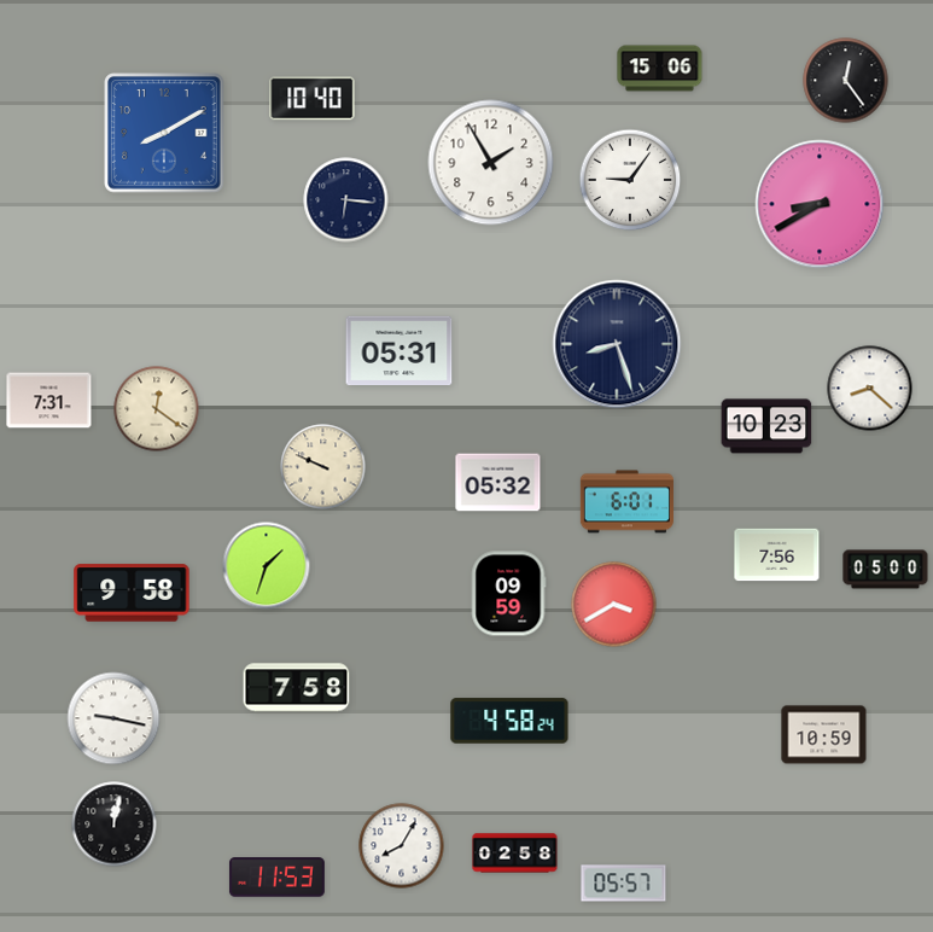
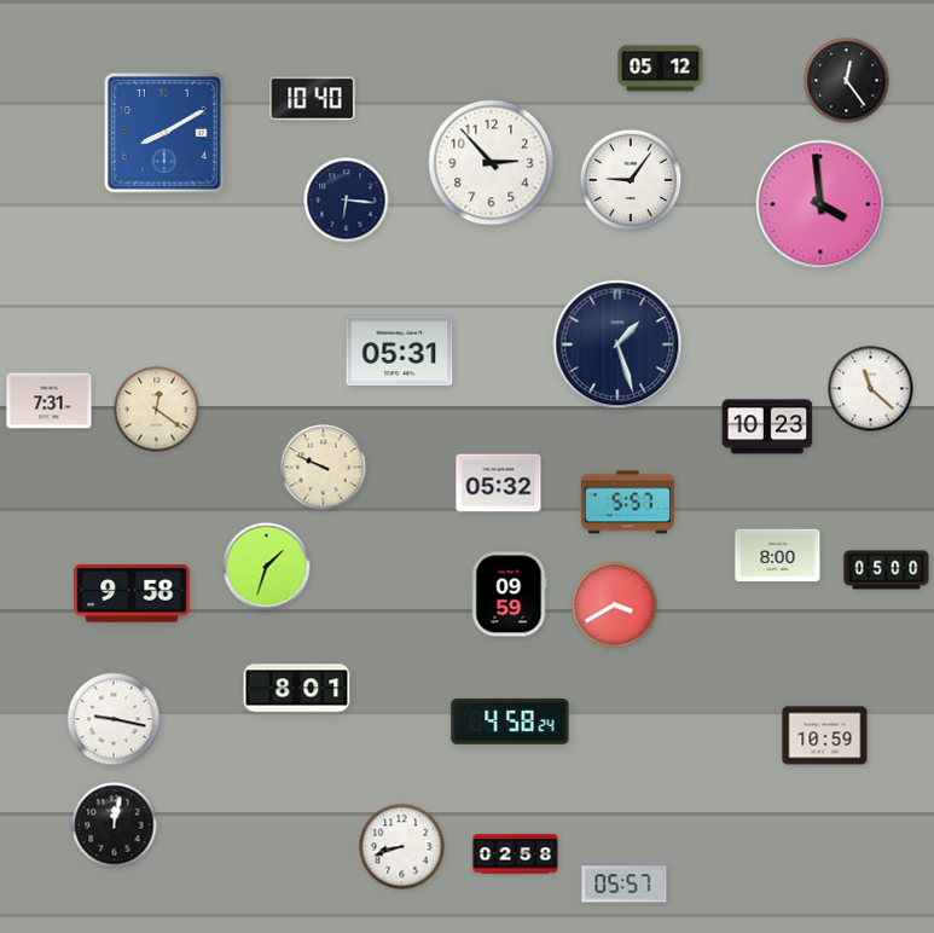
clock at (660, 69): 15:06 -> 05:12
clock at (491, 163): 1:55 -> 2:53
clock at (820, 204): 8:40 -> 3:59
clock at (617, 344): 8:27 -> 1:27
clock at (870, 389): 8:22 -> 11:22
clock at (626, 502): 6:01 -> 5:57
clock at (777, 555): 7:56 -> 8:00
clock at (297, 688): 7:58 -> 8:01
clock at (402, 846): 8:05 -> 8:42
clock at (278, 878): 11:53 -> none
